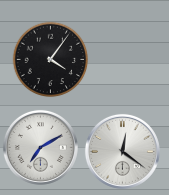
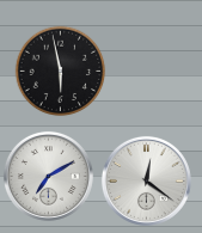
clock at (51, 60): 4:06 -> 5:58
